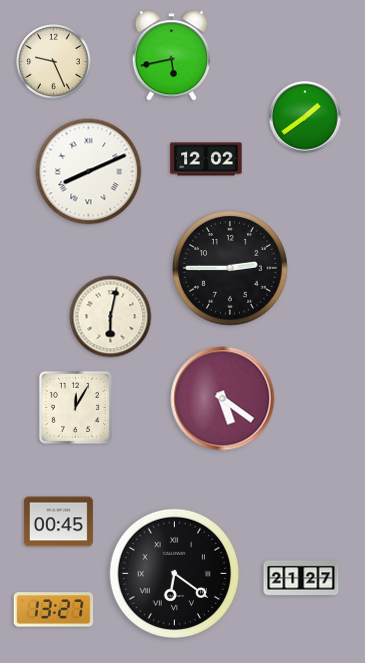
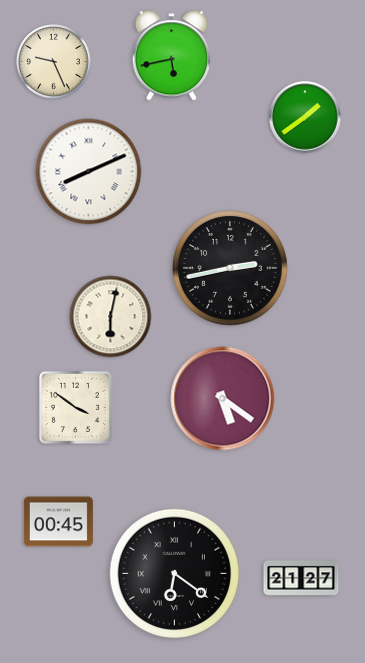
clock at (206, 159): 12:02 -> none
clock at (231, 269): 2:45 -> 2:43
clock at (75, 407): 12:05 -> 3:51
clock at (54, 610): 13:27 -> none
